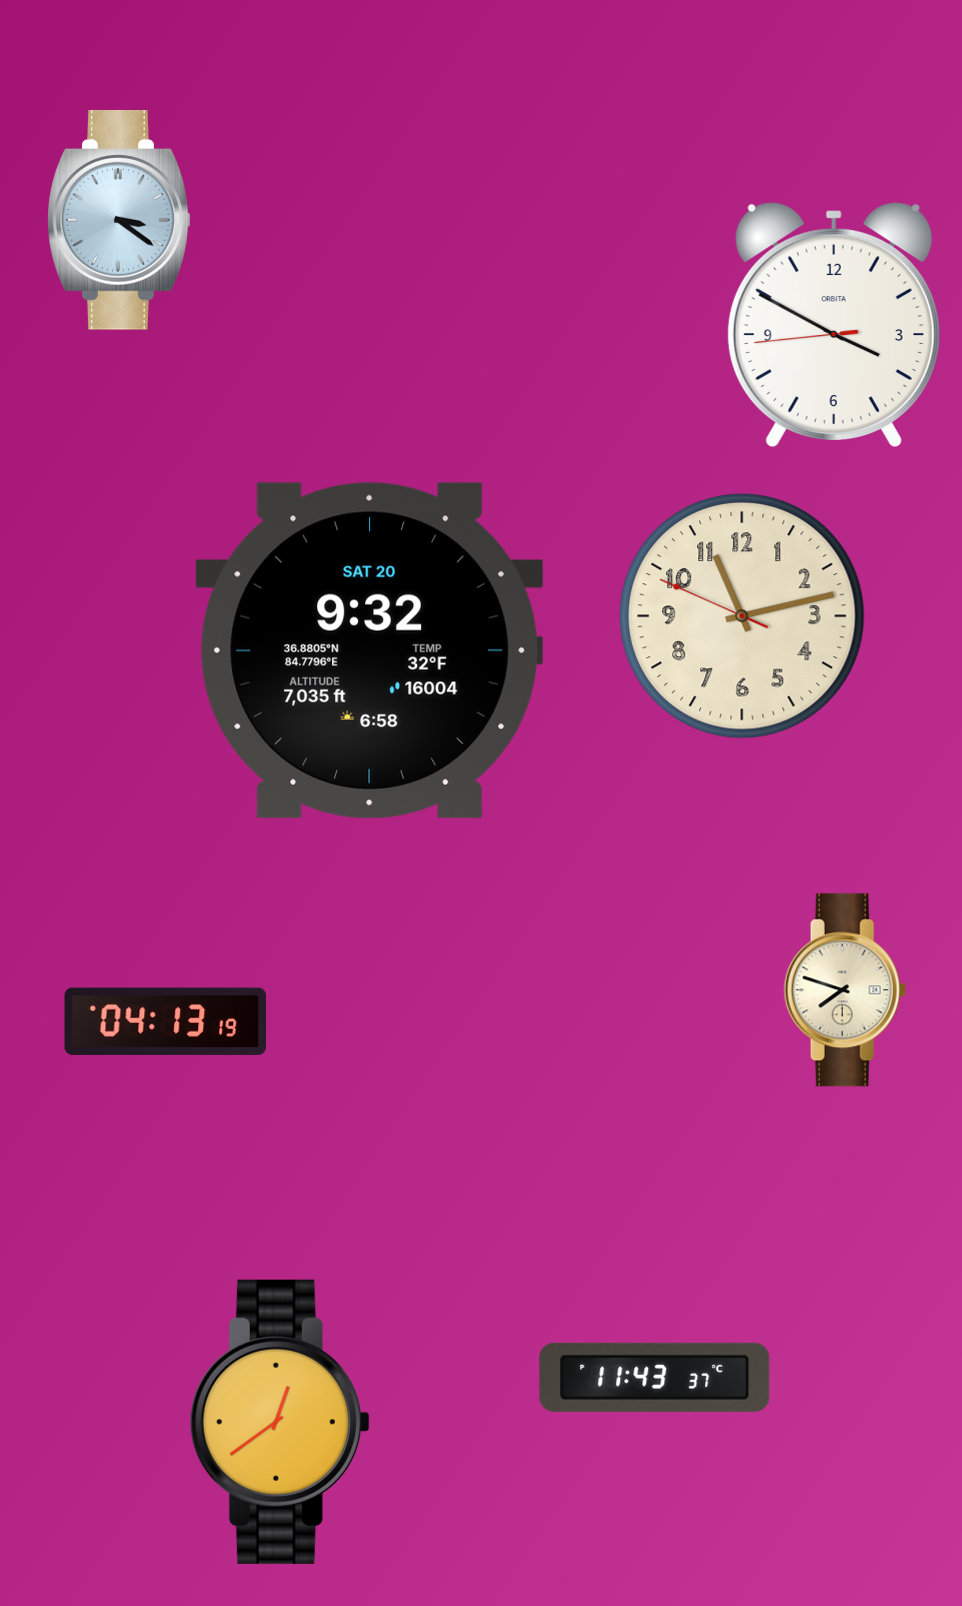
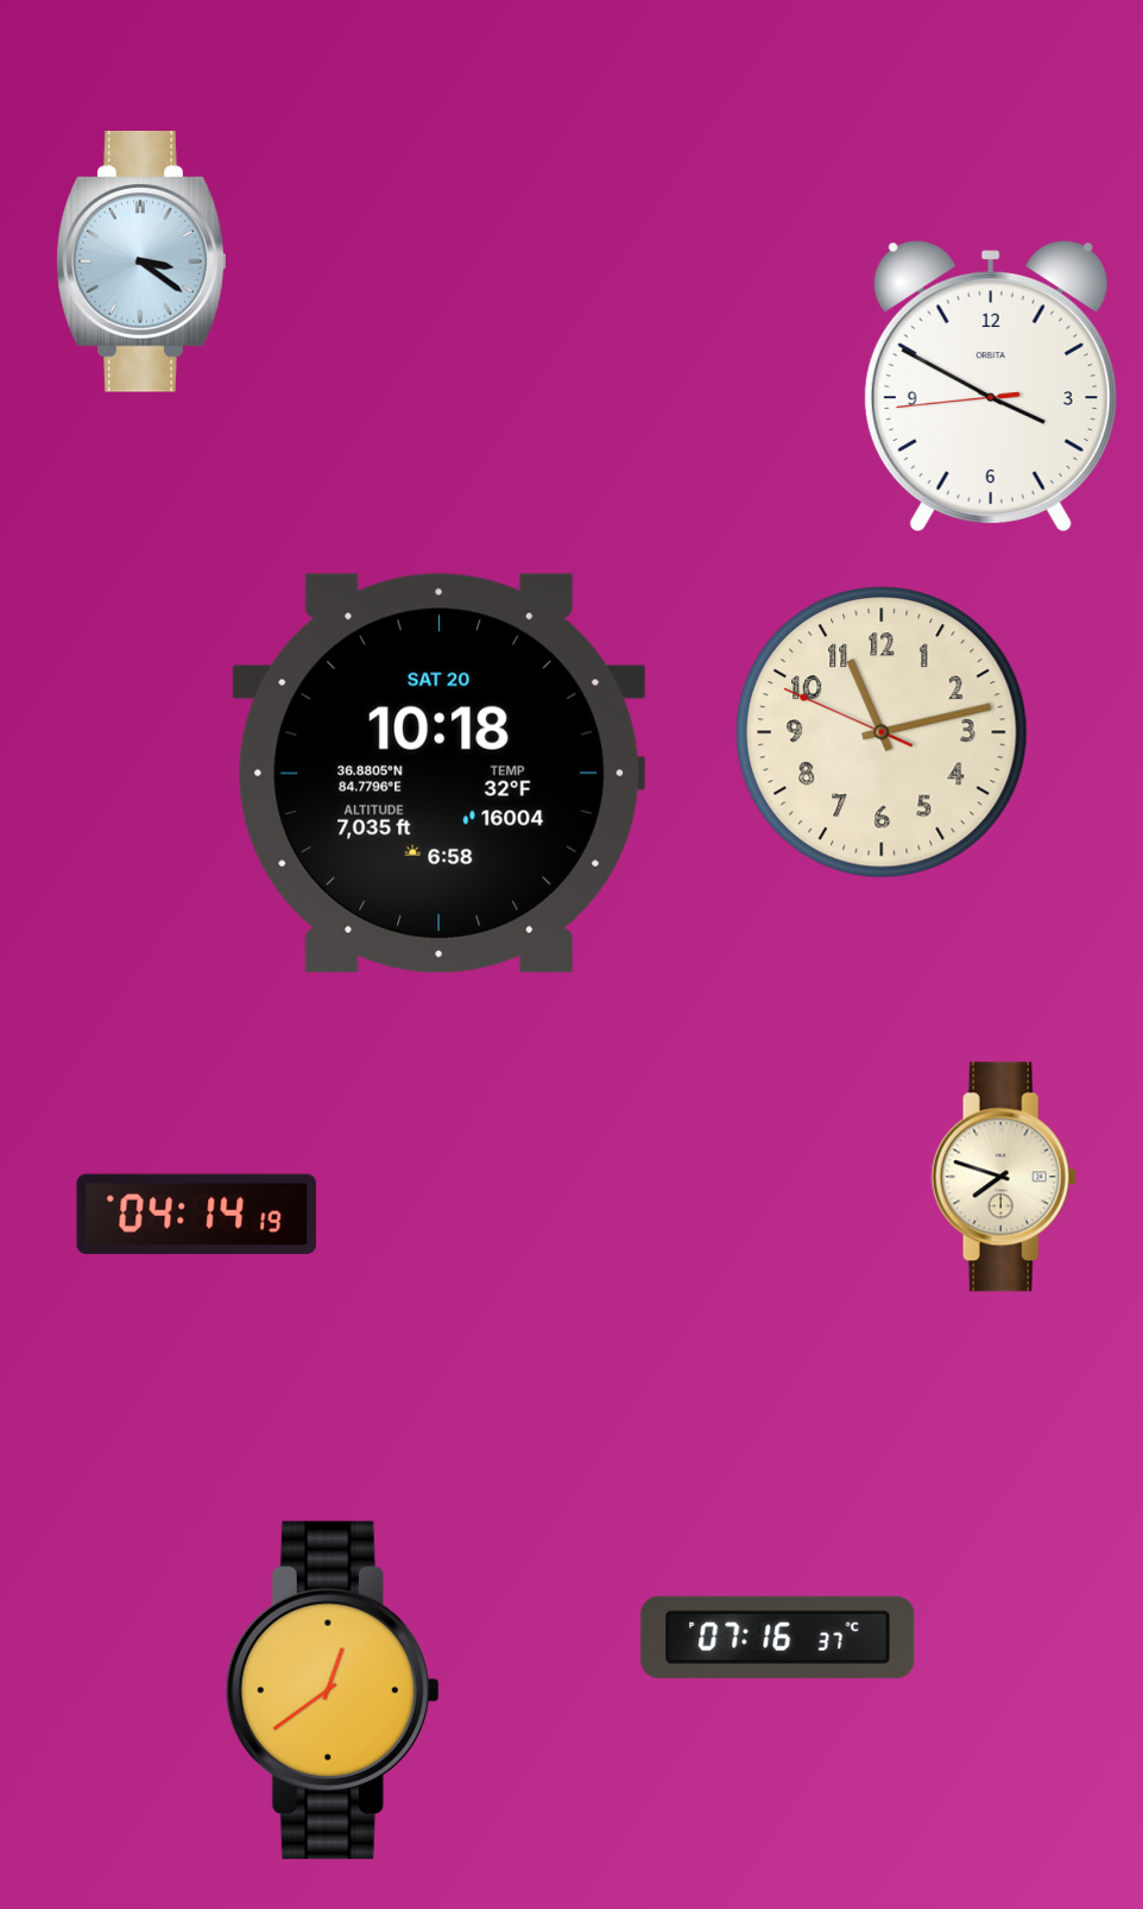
clock at (370, 650): 9:32 -> 10:18
clock at (165, 1021): 04:13 -> 04:14
clock at (655, 1377): 11:43 -> 07:16
